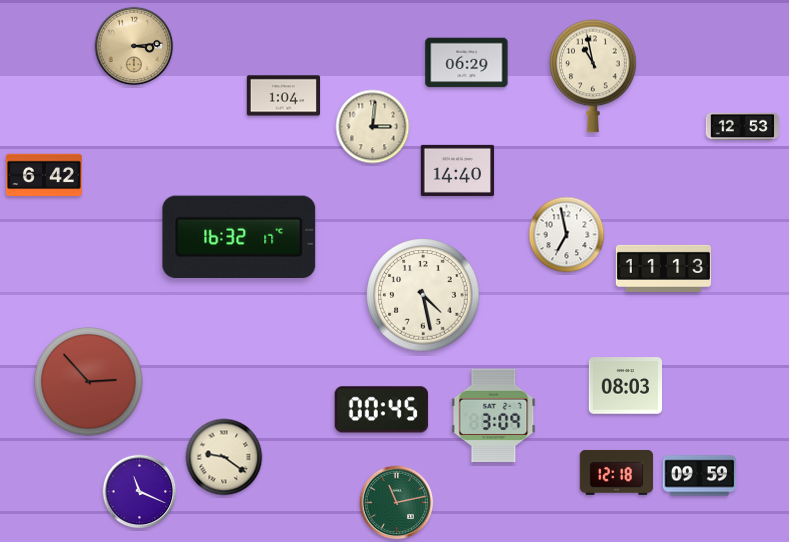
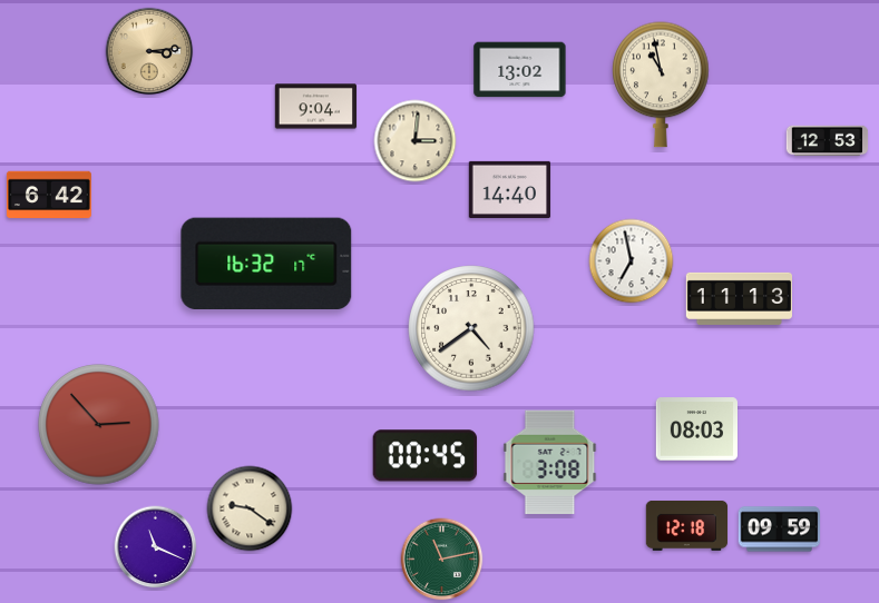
clock at (467, 63): 06:29 -> 13:02
clock at (284, 96): 1:04 -> 9:04
clock at (423, 295): 4:28 -> 4:39
clock at (494, 416): 3:09 -> 3:08
